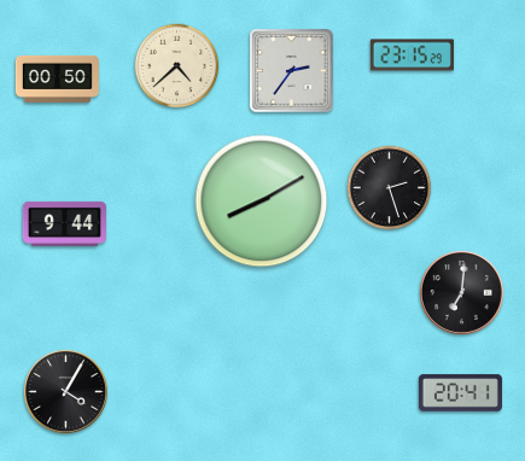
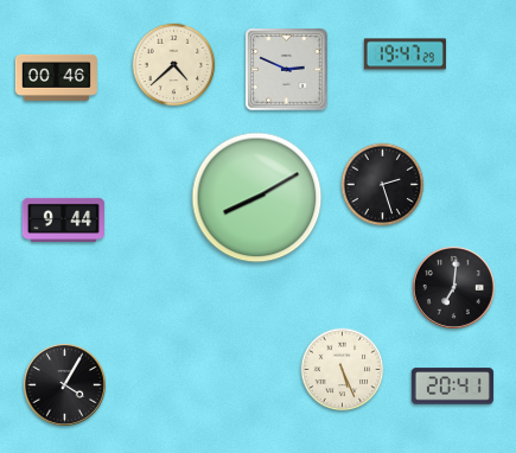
clock at (412, 56): 23:15 -> 19:47
clock at (292, 71): 2:36 -> 2:49
clock at (57, 78): 00:50 -> 00:46
clock at (343, 370): none -> 5:26
